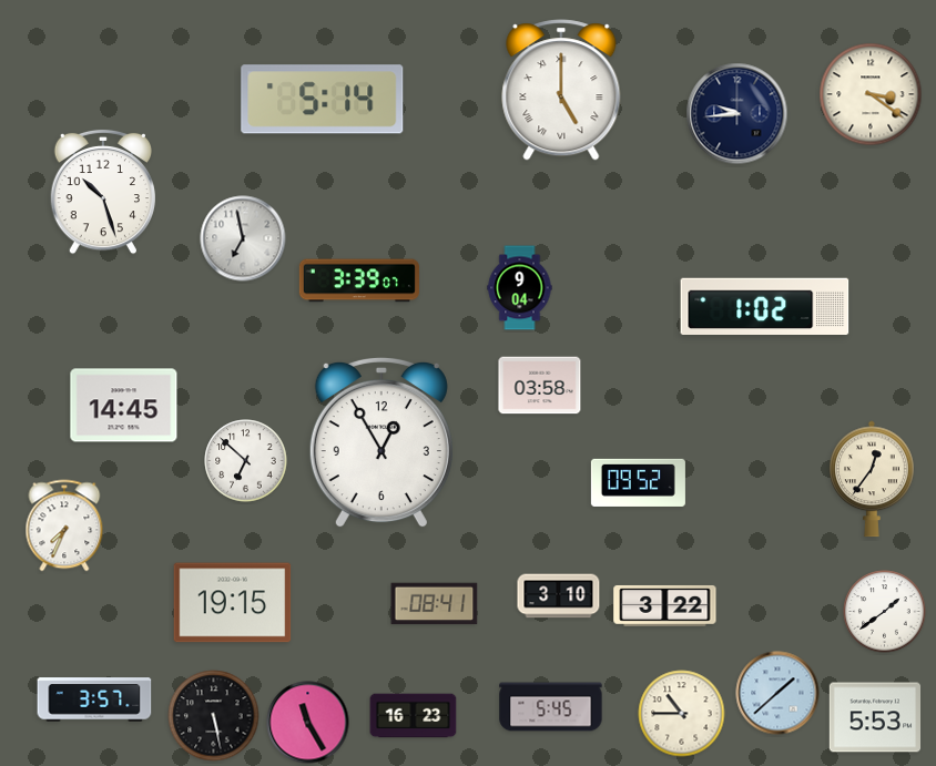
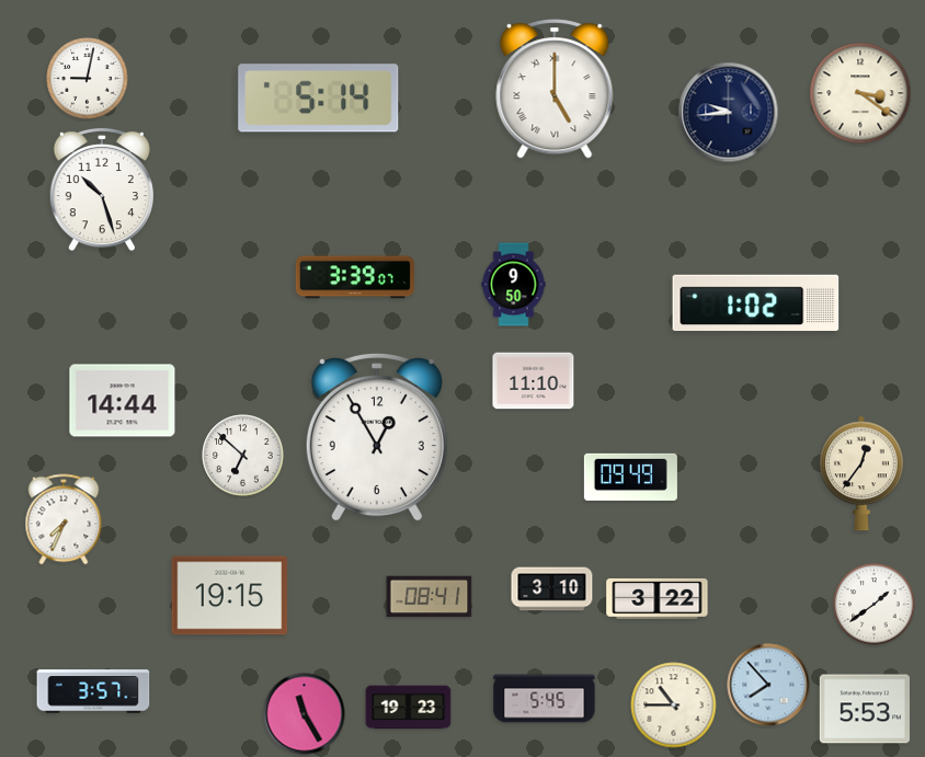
clock at (88, 79): none -> 9:02
clock at (243, 238): 6:58 -> none
clock at (520, 288): 9:04 -> 9:50
clock at (540, 386): 03:58 -> 11:10
clock at (124, 406): 14:45 -> 14:44
clock at (638, 482): 09:52 -> 09:49
clock at (777, 693): 1:38 -> 7:53
clock at (214, 716): 5:28 -> none
clock at (414, 716): 16:23 -> 19:23
